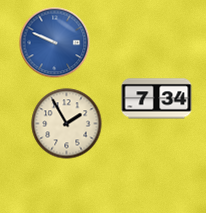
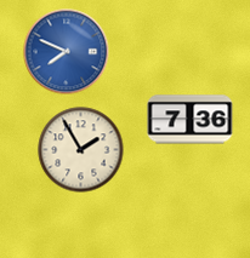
clock at (55, 43): 9:49 -> 7:49
clock at (157, 99): 7:34 -> 7:36
